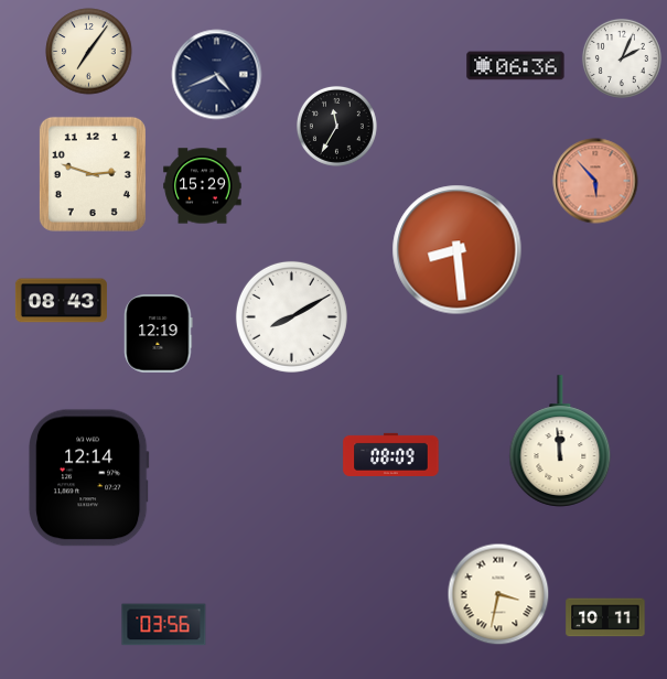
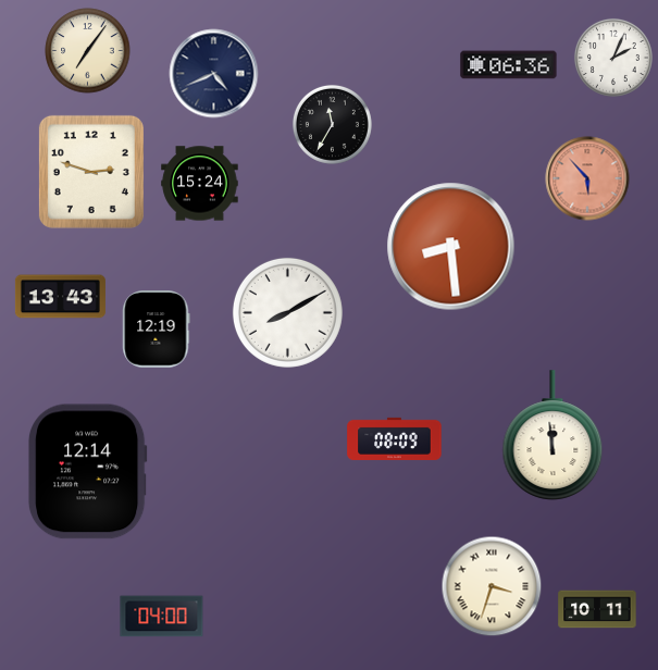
clock at (203, 186): 15:29 -> 15:24
clock at (61, 301): 08:43 -> 13:43
clock at (391, 454) position: (391, 454) -> (395, 438)
clock at (498, 594): 3:32 -> 3:33
clock at (164, 625): 03:56 -> 04:00
